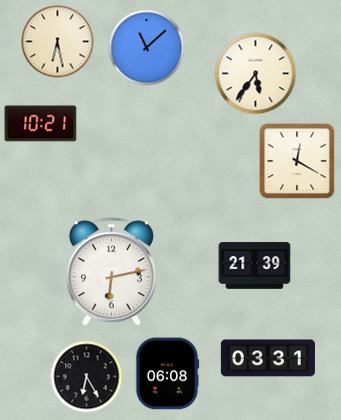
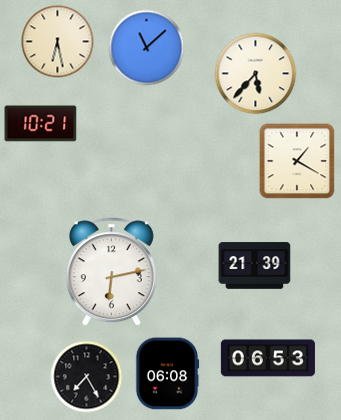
clock at (256, 74): 5:36 -> 5:37
clock at (297, 161): 12:20 -> 1:20
clock at (268, 358): 03:31 -> 06:53
clock at (87, 377): 6:25 -> 7:25
